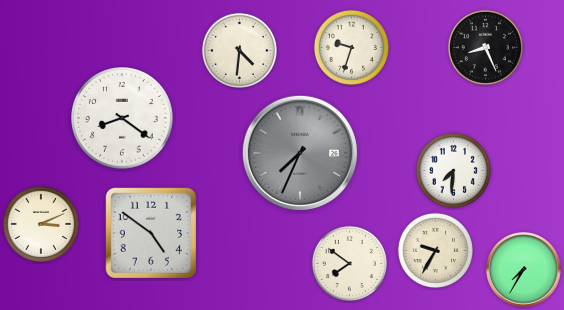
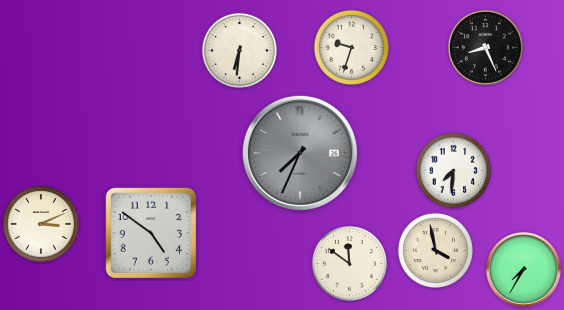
clock at (239, 50): 4:31 -> 6:31
clock at (122, 118): 8:21 -> none
clock at (435, 250): 9:35 -> 3:58
clock at (349, 263): 7:51 -> 11:51
